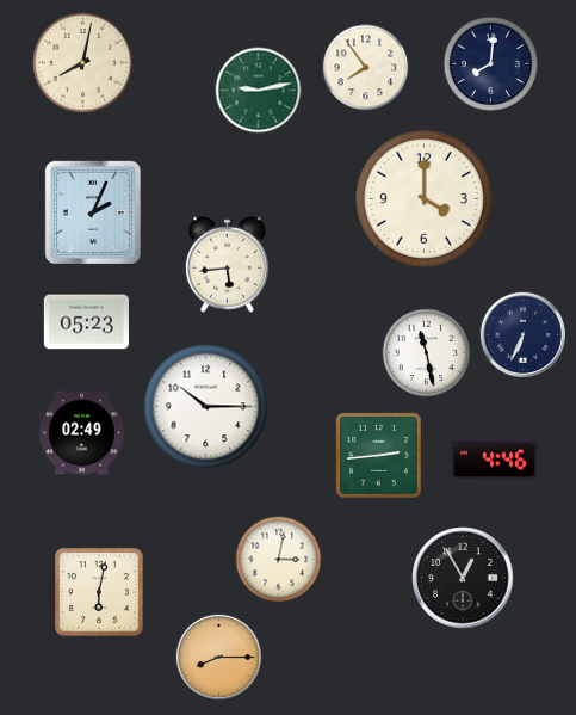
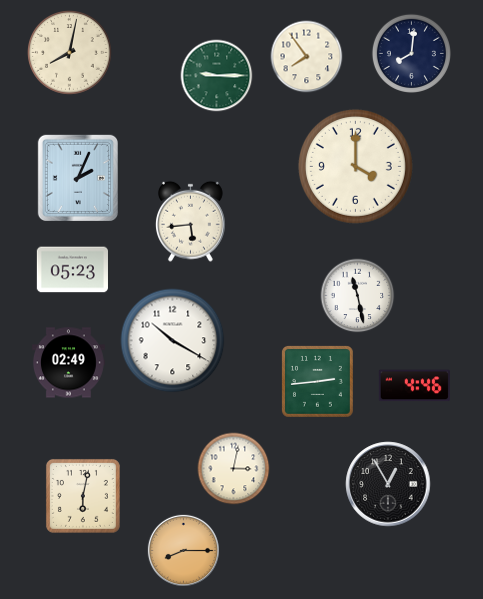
clock at (259, 91): 9:13 -> 9:15
clock at (522, 334): 6:34 -> none
clock at (206, 407): 10:15 -> 10:20
